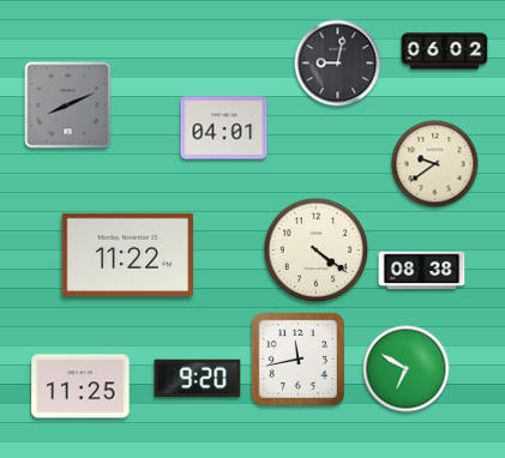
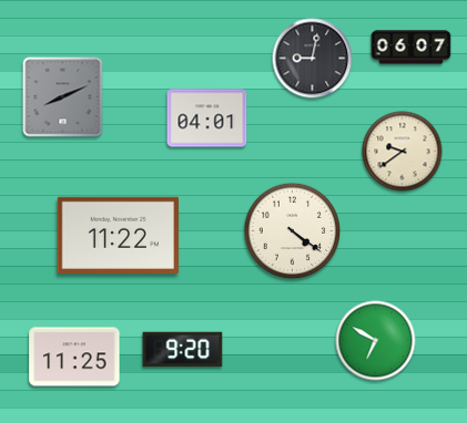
clock at (445, 52): 06:02 -> 06:07
clock at (422, 271): 08:38 -> none
clock at (297, 358): 11:43 -> none
